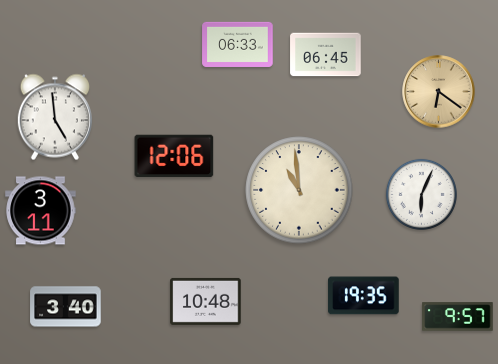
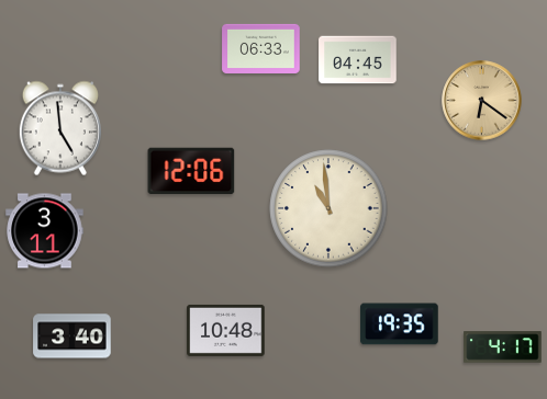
clock at (326, 55): 06:45 -> 04:45
clock at (421, 194): 6:04 -> none
clock at (458, 317): 9:57 -> 4:17
